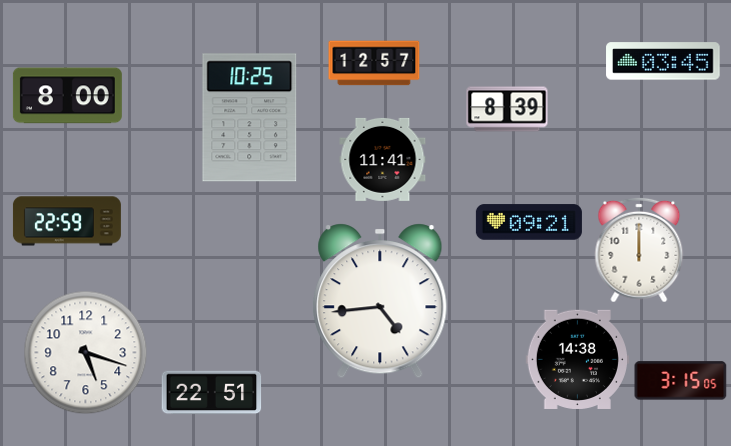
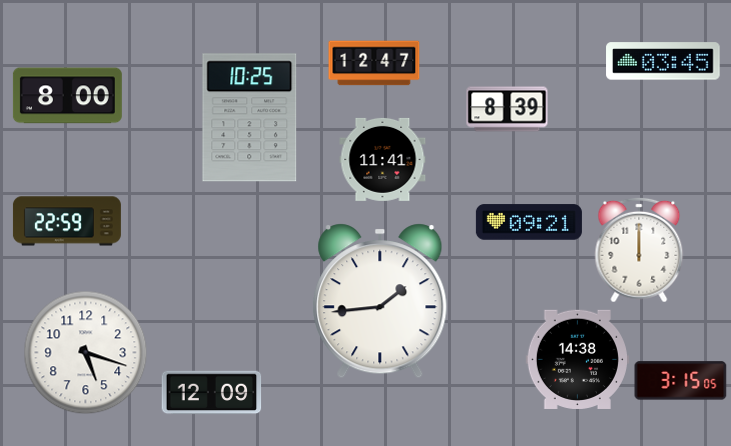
clock at (374, 63): 12:57 -> 12:47
clock at (380, 301): 4:44 -> 1:44
clock at (212, 393): 22:51 -> 12:09
